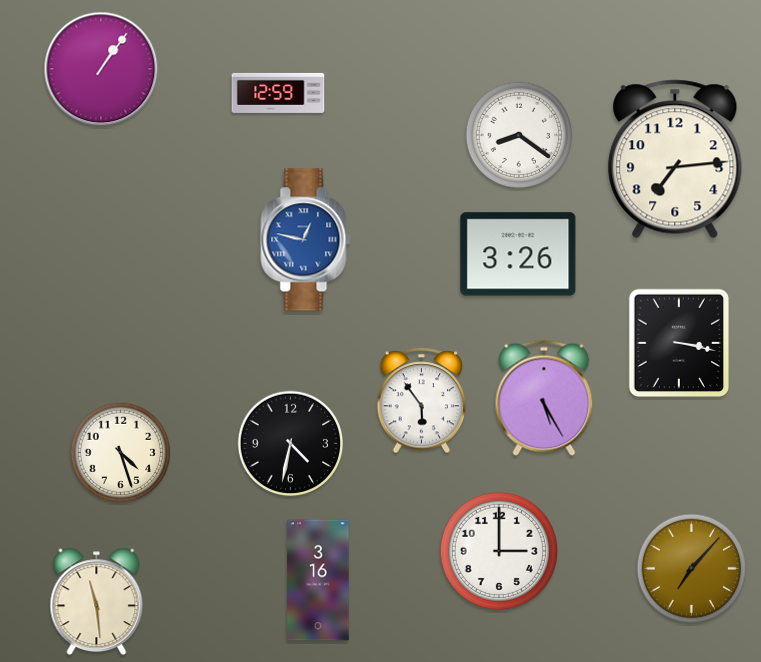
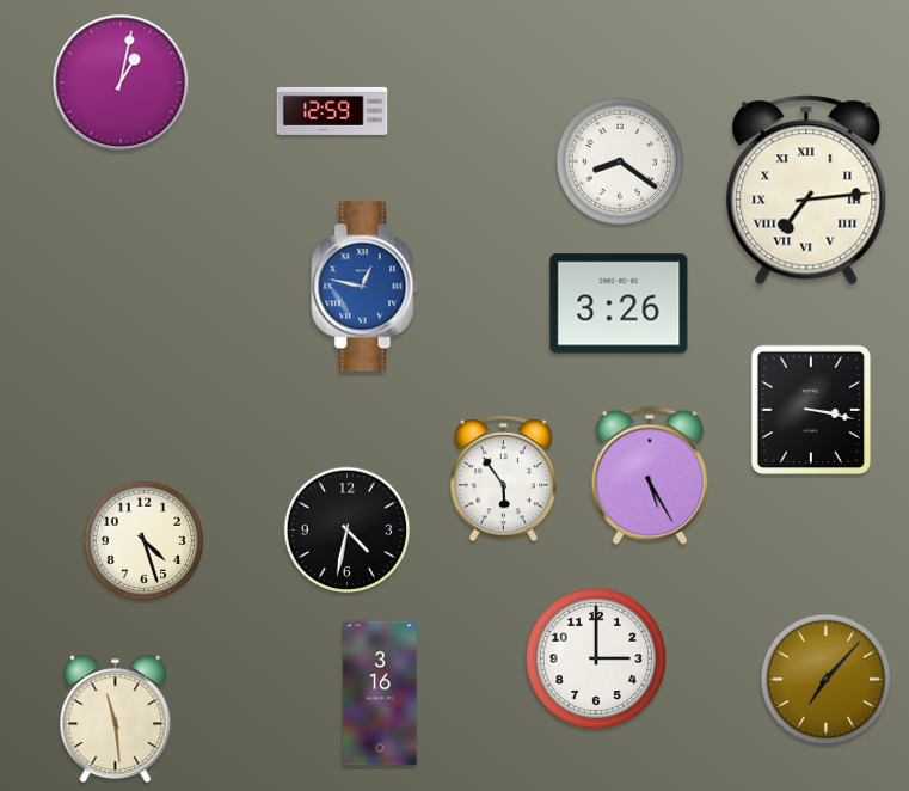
clock at (101, 69): 1:06 -> 1:02
clock at (675, 159) numerals: Arabic -> Roman
